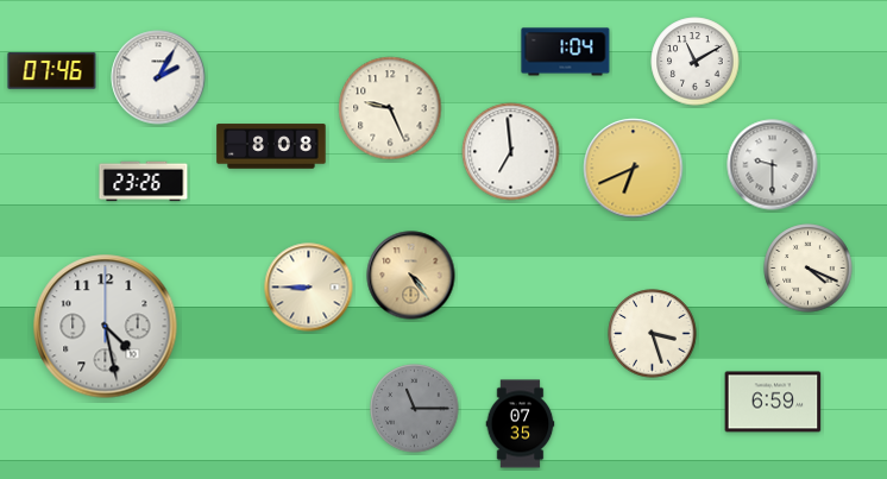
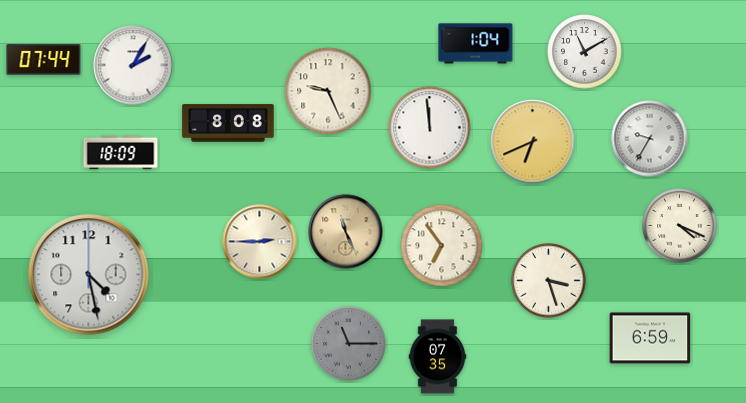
clock at (52, 71): 07:46 -> 07:44
clock at (511, 152): 6:59 -> 11:59
clock at (773, 165): 9:30 -> 9:35
clock at (144, 182): 23:26 -> 18:09
clock at (411, 276): 4:24 -> 11:26
clock at (309, 288): 8:45 -> 2:45
clock at (442, 246): none -> 6:54
